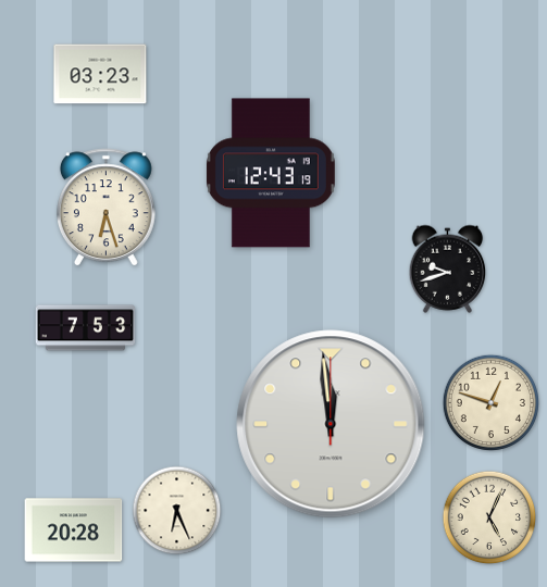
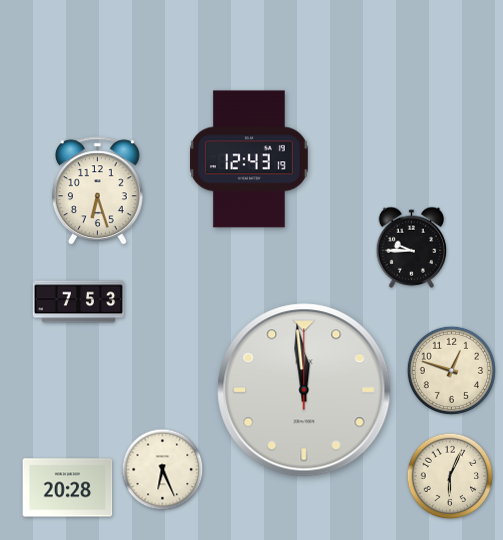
clock at (100, 74): 03:23 -> none
clock at (448, 268): 9:42 -> 9:45
clock at (489, 517): 5:04 -> 6:04
